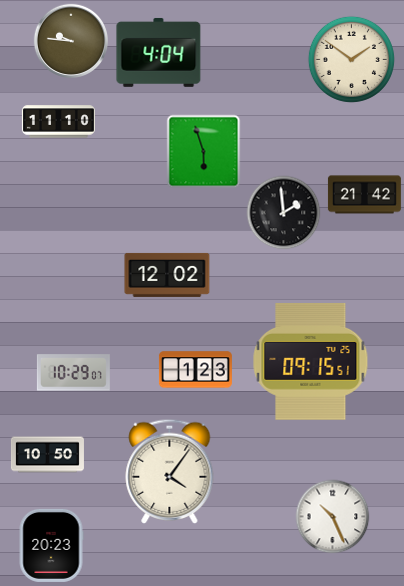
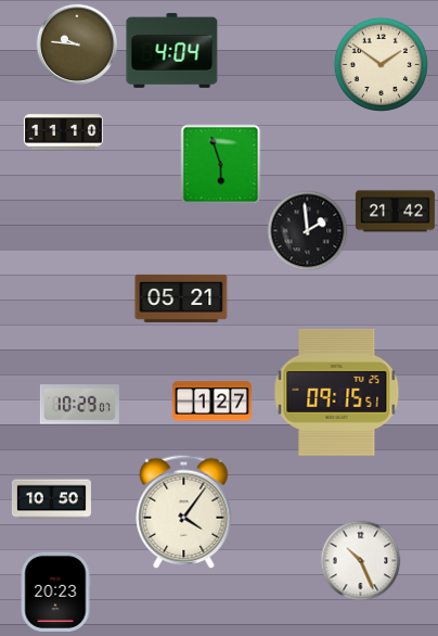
clock at (159, 52) position: (159, 52) -> (172, 50)
clock at (167, 275): 12:02 -> 05:21
clock at (195, 370): 1:23 -> 1:27
clock at (47, 455) position: (47, 455) -> (51, 499)
